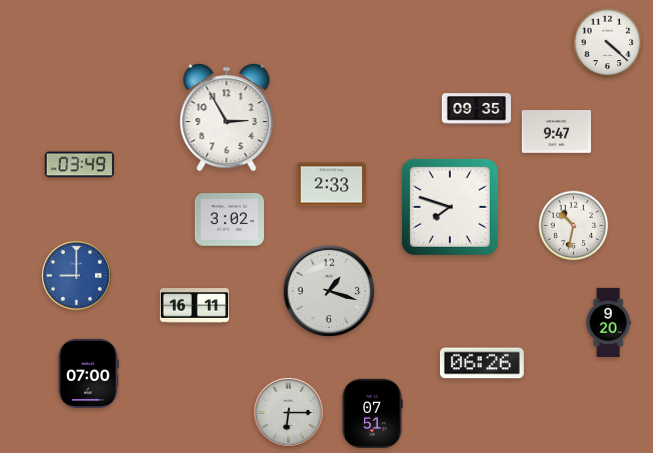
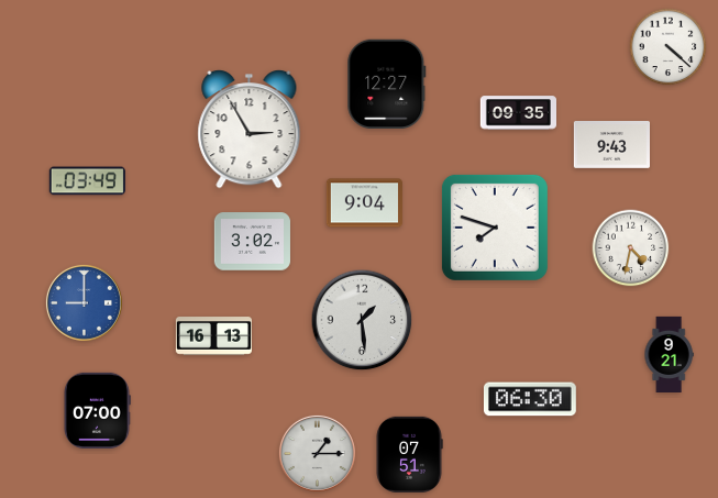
clock at (387, 84): none -> 12:27
clock at (476, 109) position: (476, 109) -> (518, 113)
clock at (556, 132): 9:47 -> 9:43
clock at (331, 185): 2:33 -> 9:04
clock at (574, 226): 10:32 -> 4:32
clock at (329, 291): 1:18 -> 1:29
clock at (194, 306): 16:11 -> 16:13
clock at (608, 322): 9:20 -> 9:21
clock at (482, 363): 06:26 -> 06:30
clock at (288, 412): 6:15 -> 1:15
